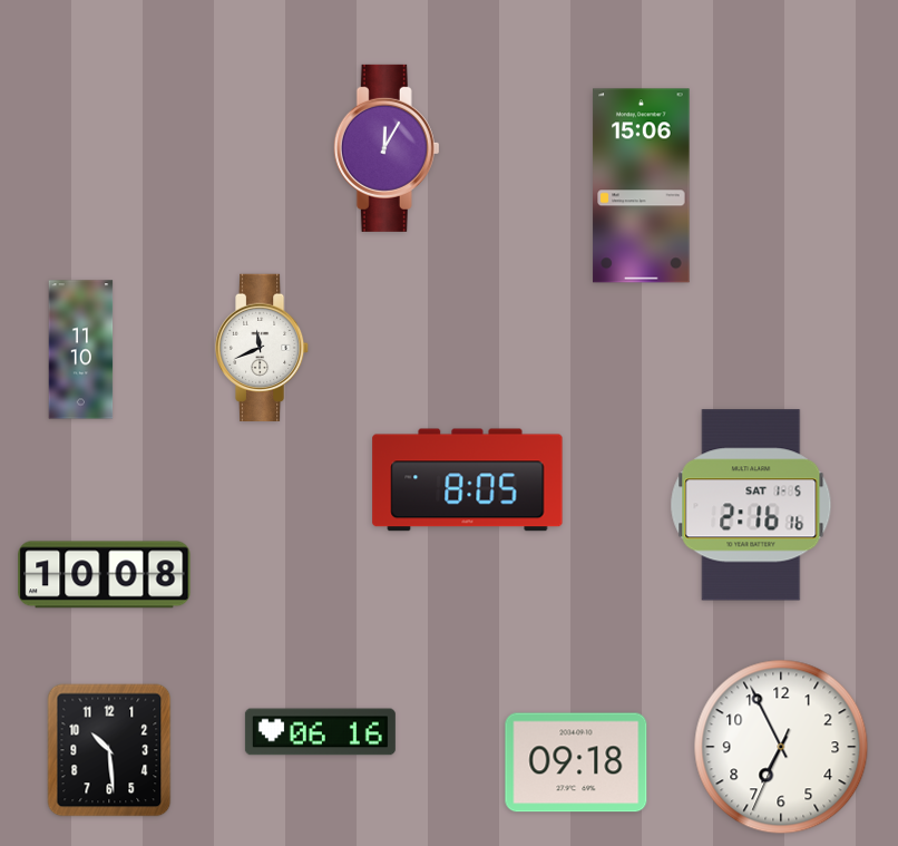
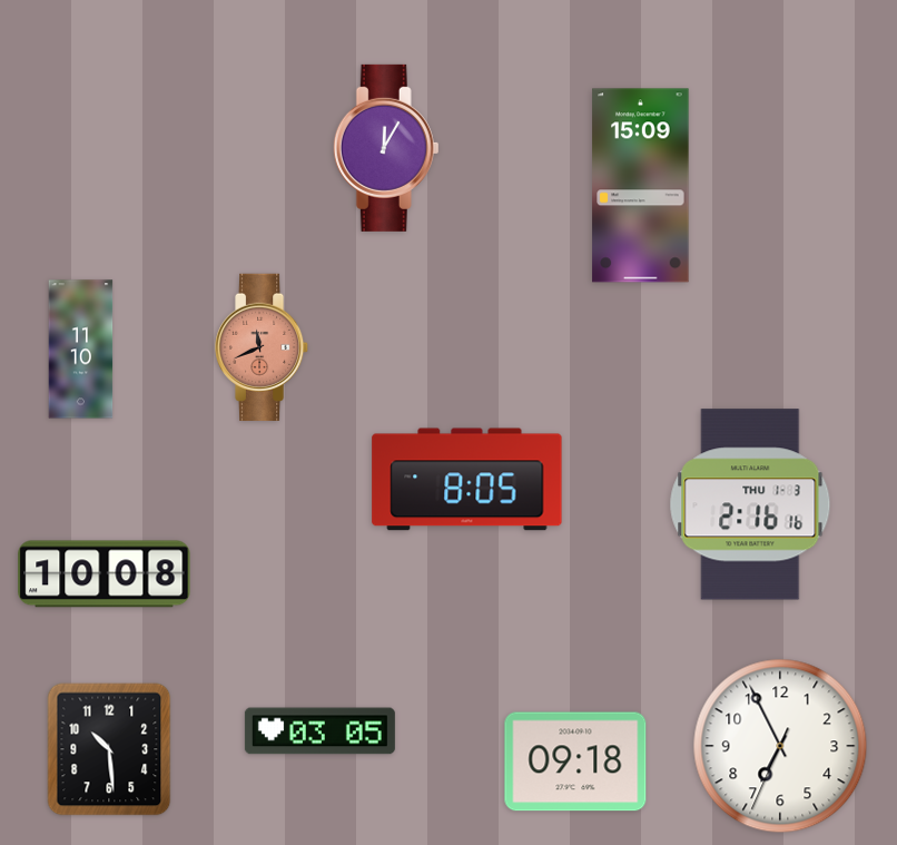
clock at (642, 186): 15:06 -> 15:09
clock at (262, 347) dial: white -> salmon
clock at (751, 505) date: SAT 1-5 -> THU 1-3
clock at (320, 732): 06:16 -> 03:05
